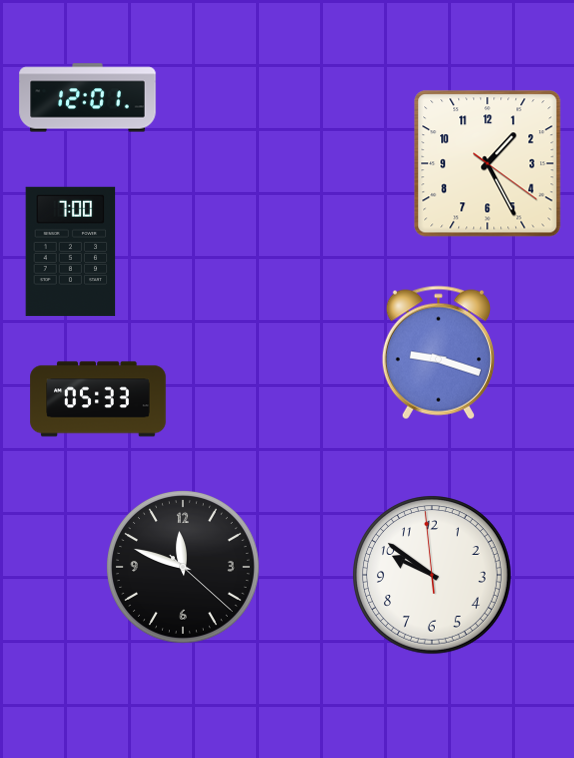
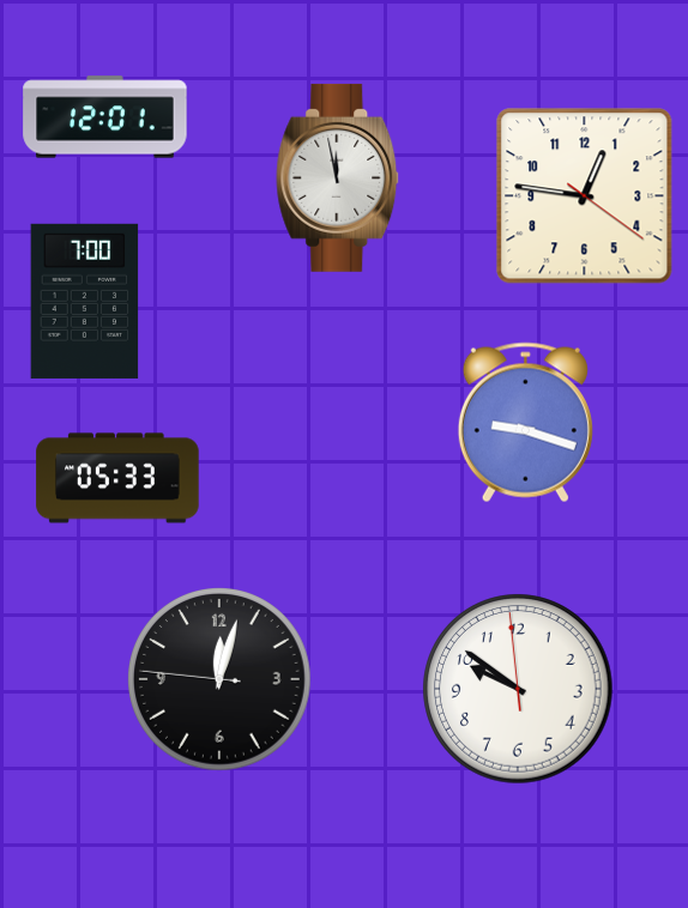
clock at (338, 177): none -> 11:58
clock at (488, 164): 1:25 -> 12:46
clock at (184, 568): 11:48 -> 12:02
